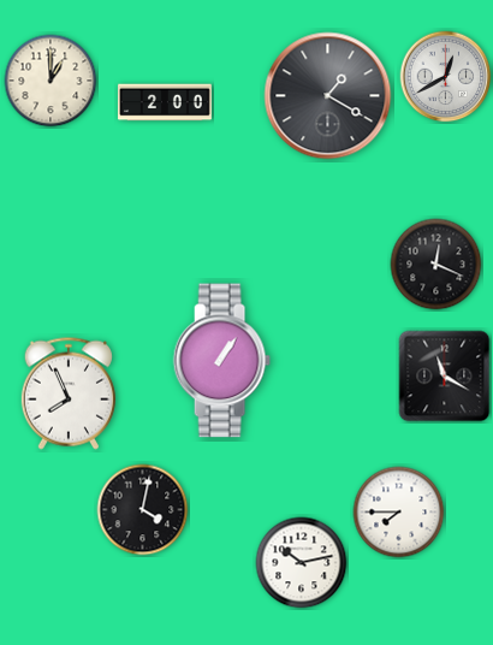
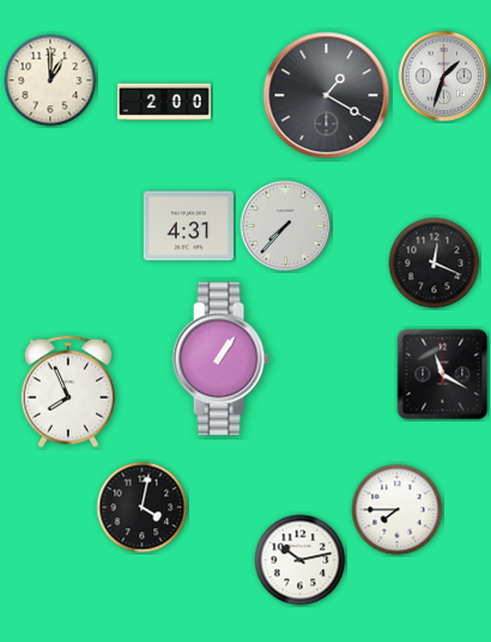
clock at (446, 77): 12:40 -> 1:33
clock at (188, 226): none -> 4:31
clock at (286, 226): none -> 7:37
